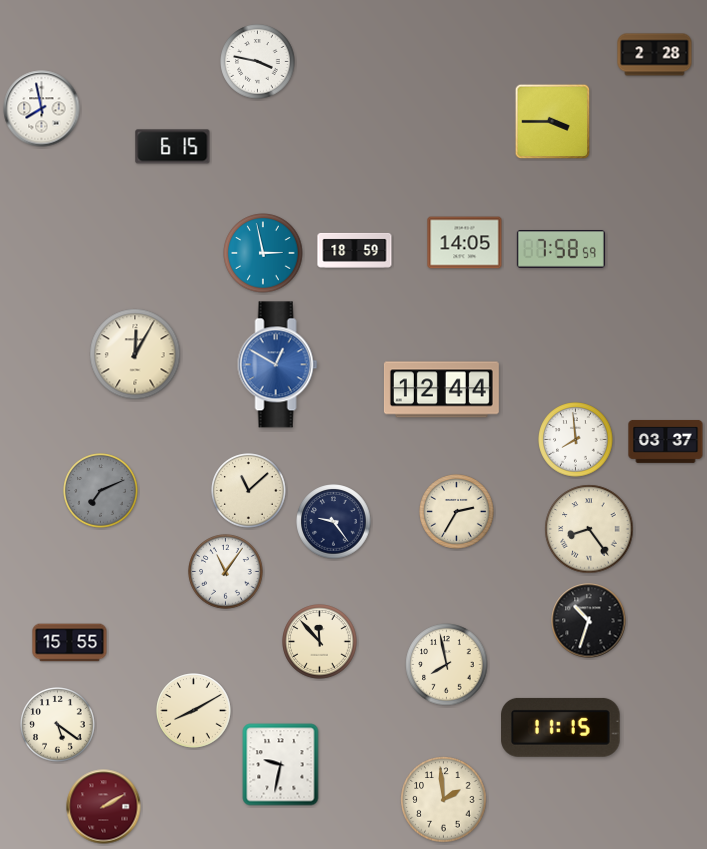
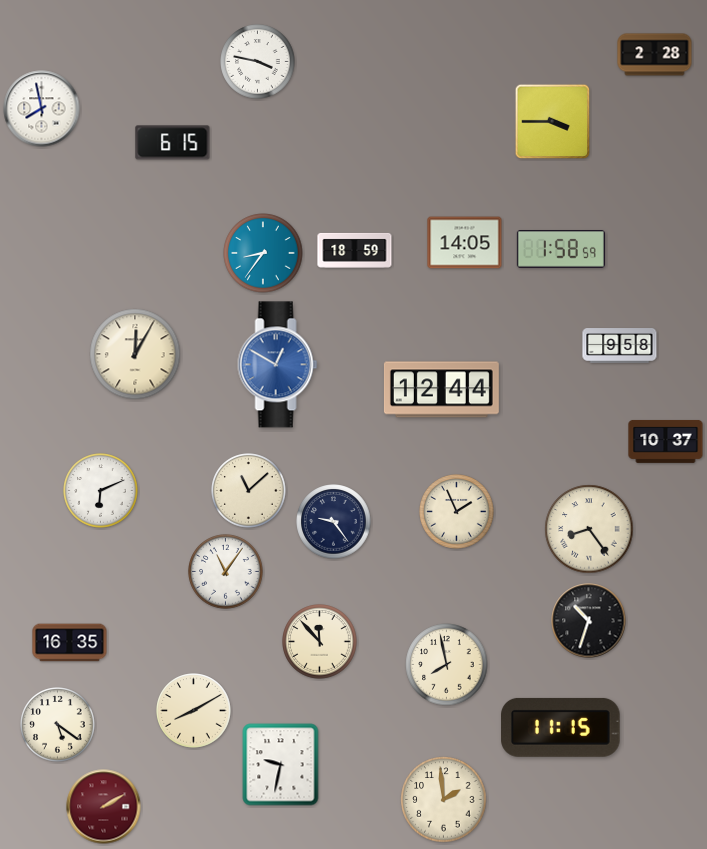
clock at (173, 147) position: (173, 147) -> (173, 143)
clock at (561, 249): 7:58 -> 1:58
clock at (263, 253): 2:58 -> 8:36
clock at (620, 346): none -> 9:58
clock at (576, 440): 7:59 -> none
clock at (666, 441): 03:37 -> 10:37
clock at (101, 491): 7:11 -> 6:11
clock at (101, 491) dial: grey -> white
clock at (457, 512): 2:35 -> 1:56
clock at (70, 643): 15:55 -> 16:35
